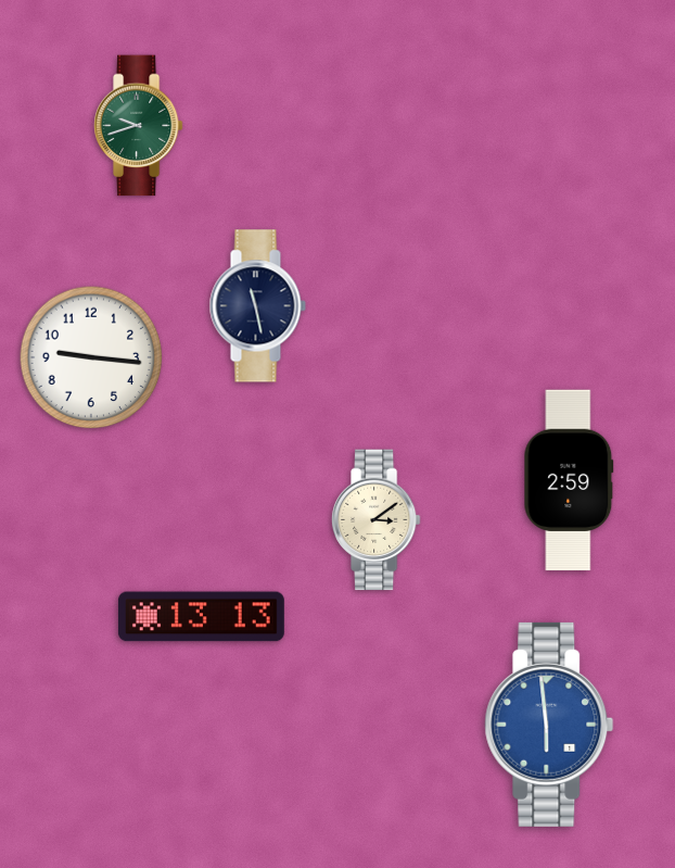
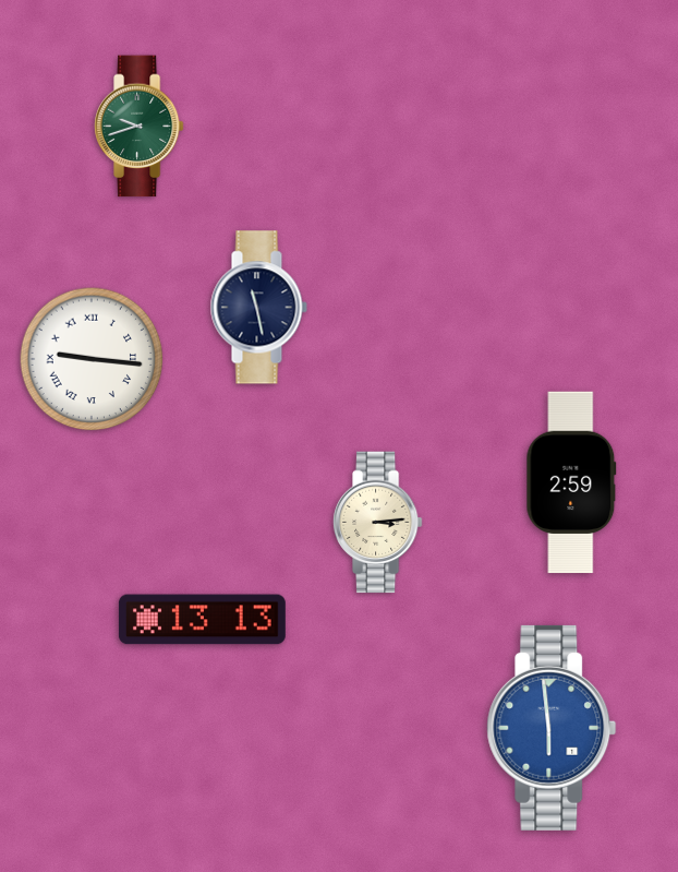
clock at (91, 357) numerals: Arabic -> Roman
clock at (375, 520): 3:09 -> 3:14
